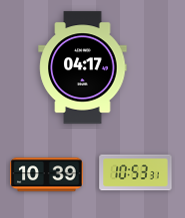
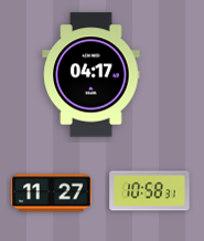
clock at (136, 173): 10:53 -> 10:58
clock at (47, 175): 10:39 -> 11:27
